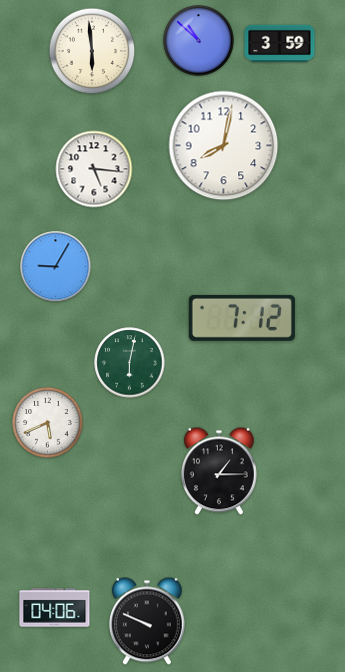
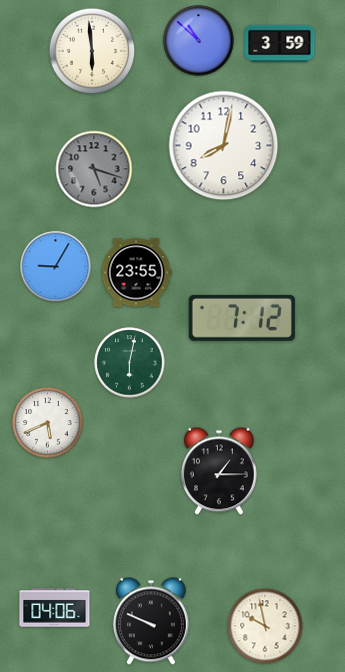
clock at (94, 169): 5:16 -> 5:18
clock at (94, 169) dial: white -> grey
clock at (136, 273): none -> 23:55
clock at (147, 621) position: (147, 621) -> (151, 621)
clock at (265, 626): none -> 9:58
